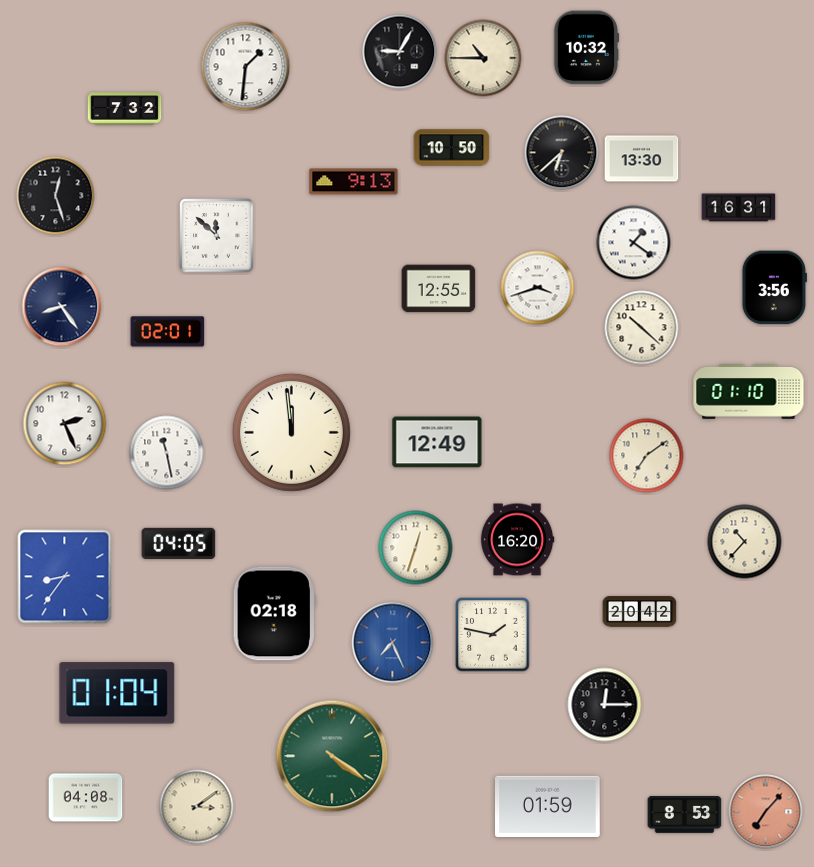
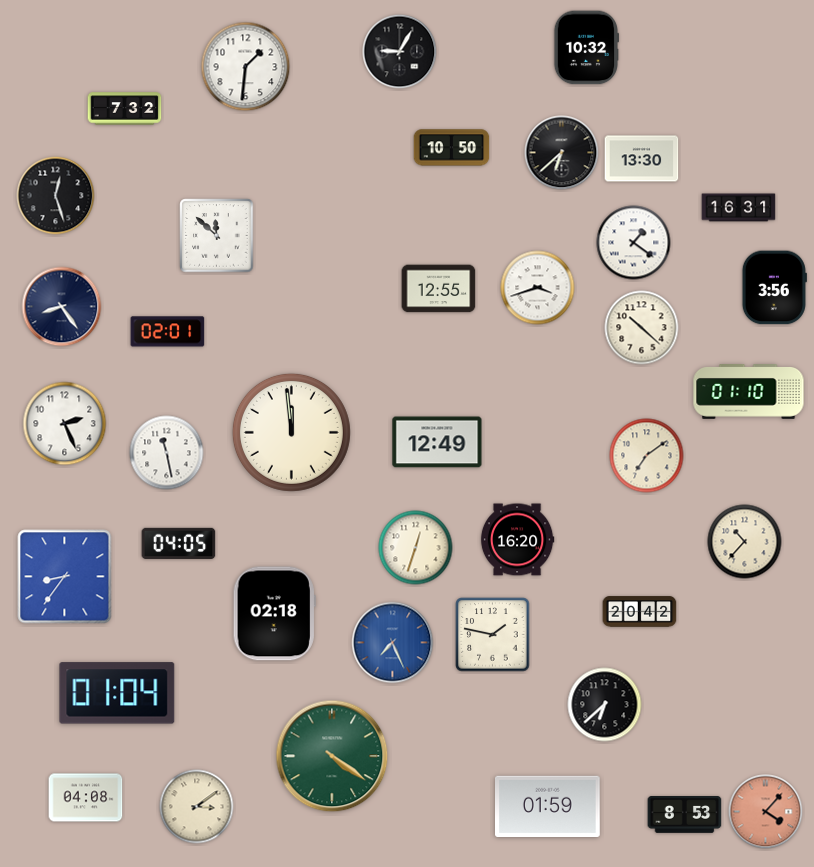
clock at (483, 58): 10:45 -> none
clock at (354, 182): 9:13 -> none
clock at (605, 705): 12:15 -> 6:38
clock at (766, 812): 7:07 -> 4:07
